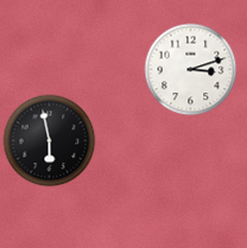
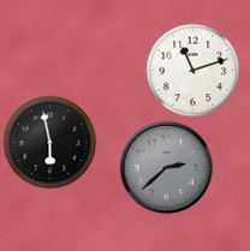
clock at (190, 69): 3:12 -> 11:12
clock at (166, 167): none -> 2:38
